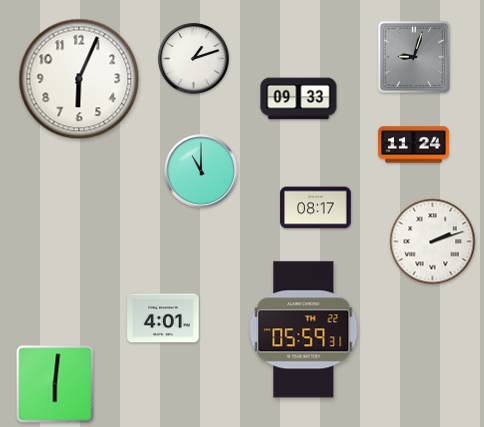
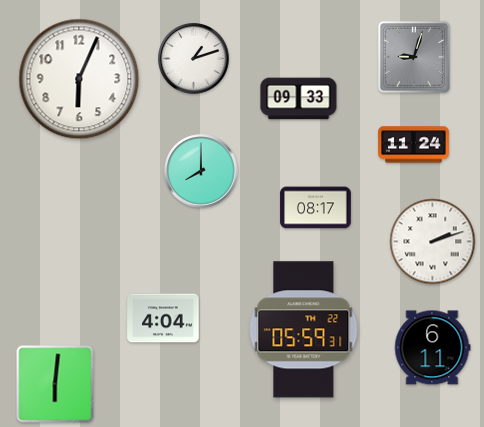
clock at (201, 171): 11:00 -> 8:00
clock at (163, 318): 4:01 -> 4:04
clock at (432, 348): none -> 6:11
